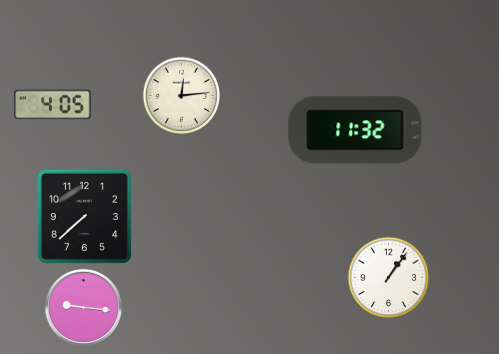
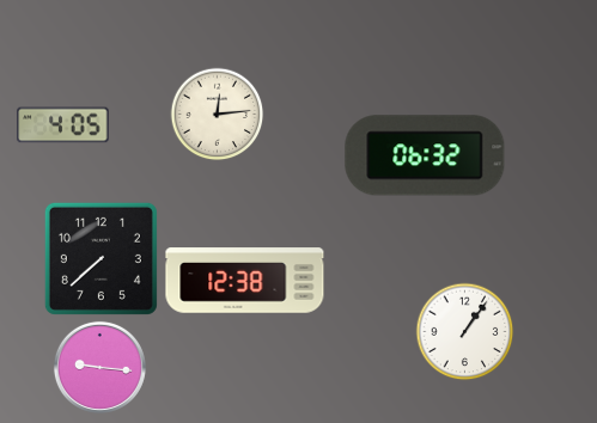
clock at (355, 130): 11:32 -> 06:32
clock at (245, 281): none -> 12:38
